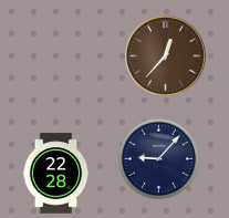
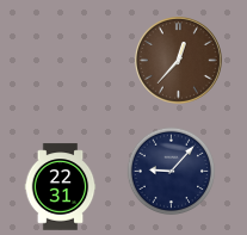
clock at (56, 174): 22:28 -> 22:31
